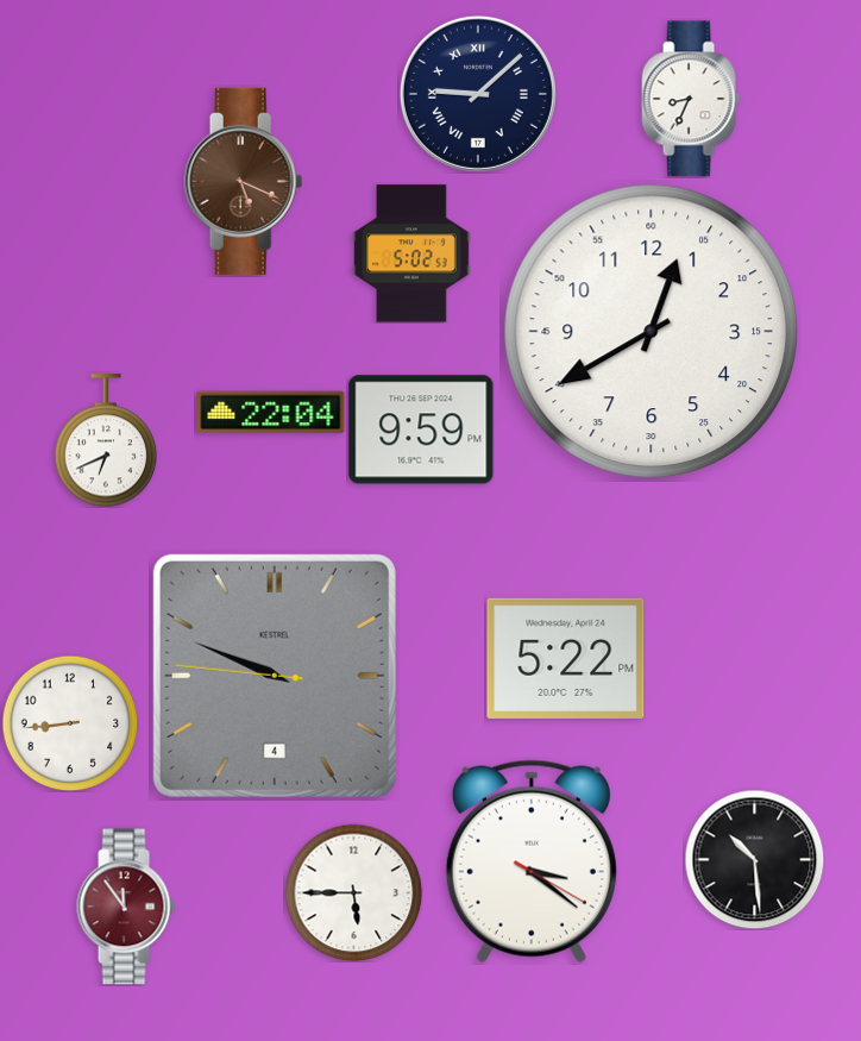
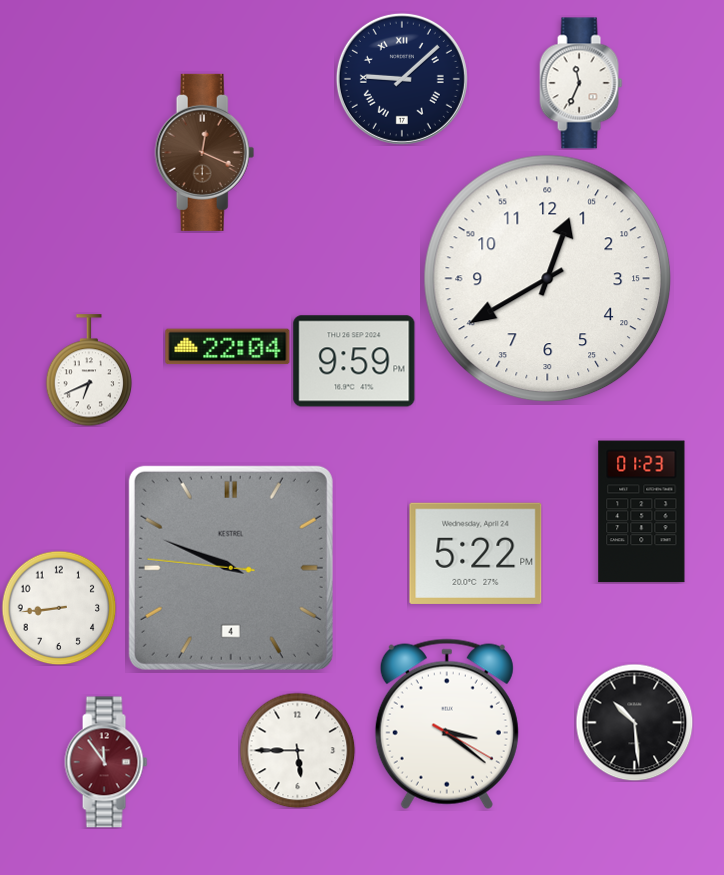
clock at (691, 99): 8:34 -> 11:34
clock at (244, 181): 5:19 -> 12:19
clock at (411, 253): 5:02 -> none
clock at (642, 512): none -> 01:23
